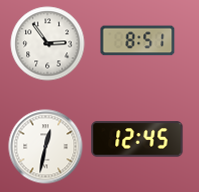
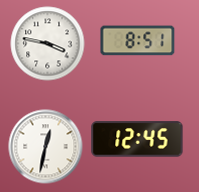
clock at (48, 44): 2:54 -> 3:47
